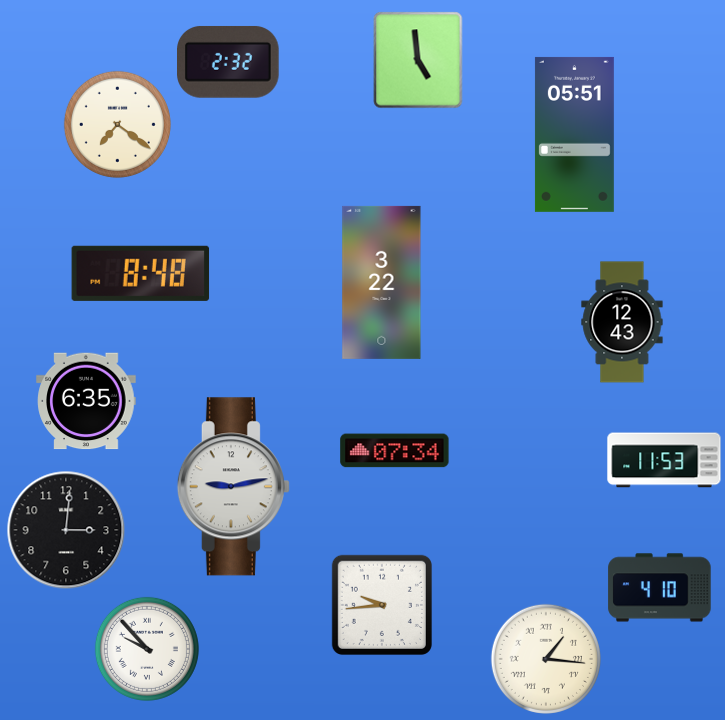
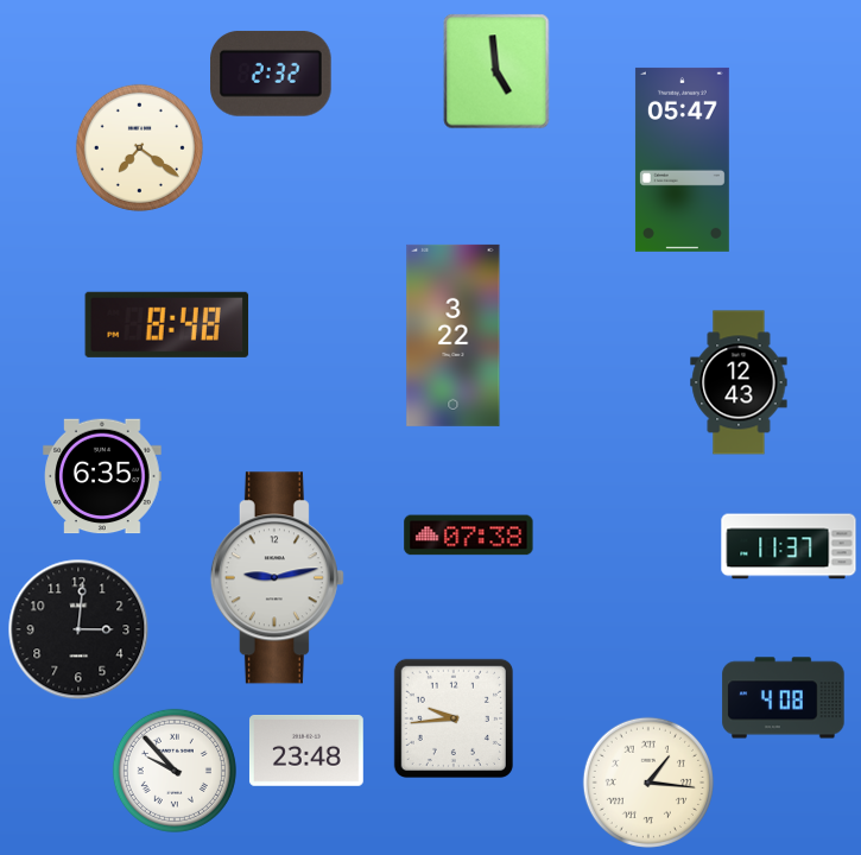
clock at (574, 134): 05:51 -> 05:47
clock at (395, 451): 07:34 -> 07:38
clock at (664, 460): 11:53 -> 11:37
clock at (660, 588): 4:10 -> 4:08
clock at (306, 750): none -> 23:48
